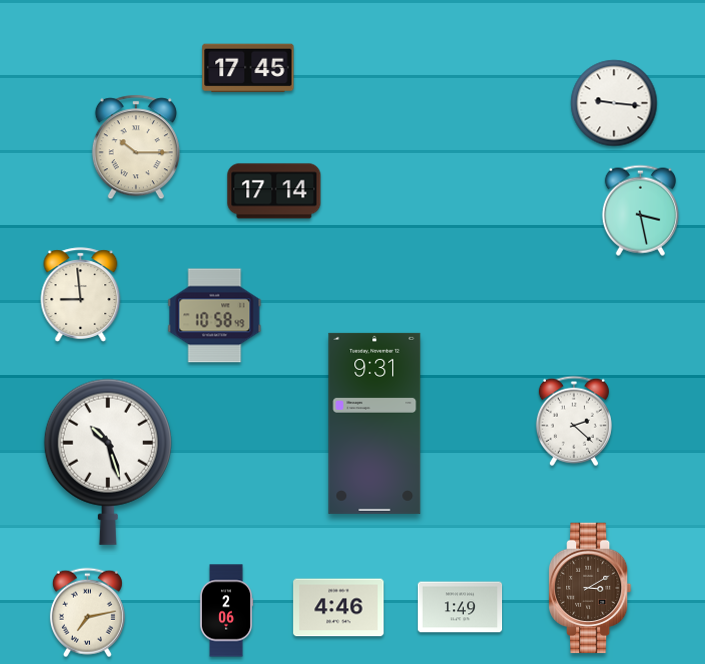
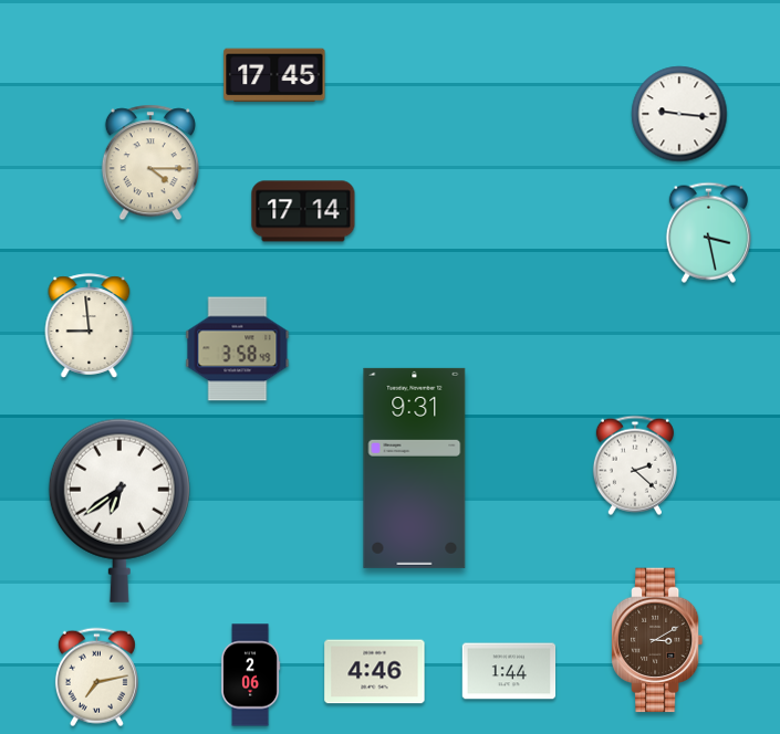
clock at (136, 147): 10:15 -> 4:15
clock at (215, 316): 10:58 -> 3:58
clock at (108, 462): 10:27 -> 6:39
clock at (590, 588) position: (590, 588) -> (657, 640)
clock at (460, 607): 1:49 -> 1:44
